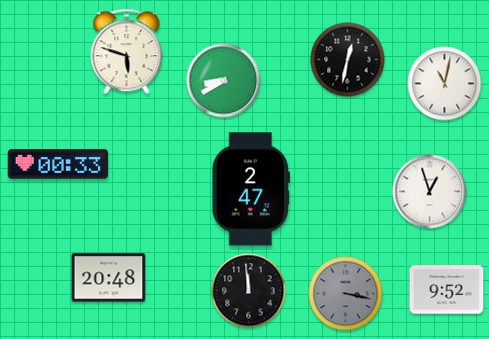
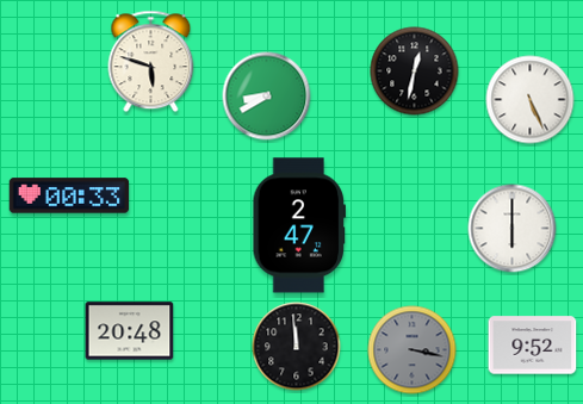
clock at (445, 84): 11:02 -> 5:26
clock at (430, 192): 12:57 -> 6:00
